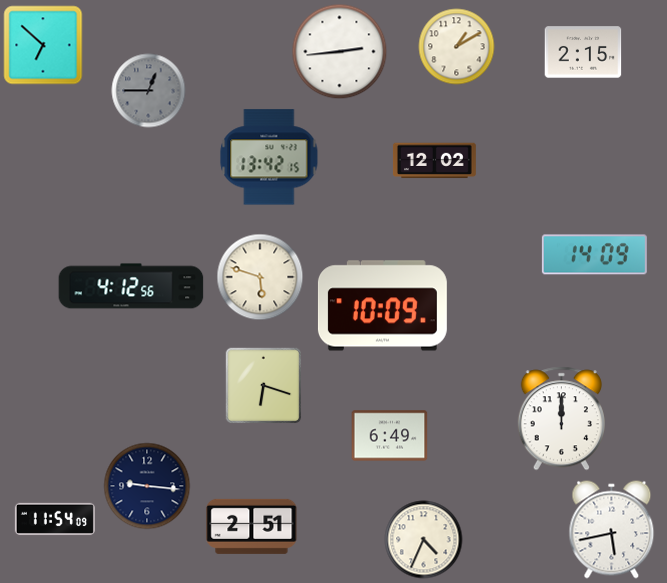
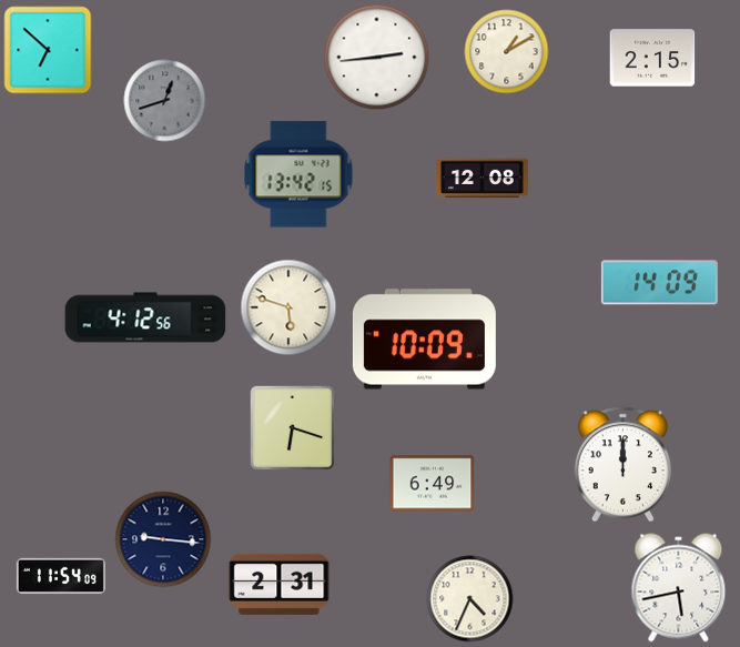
clock at (583, 52) position: (583, 52) -> (652, 58)
clock at (149, 91): 12:45 -> 12:42
clock at (434, 161): 12:02 -> 12:08
clock at (252, 526): 2:51 -> 2:31
